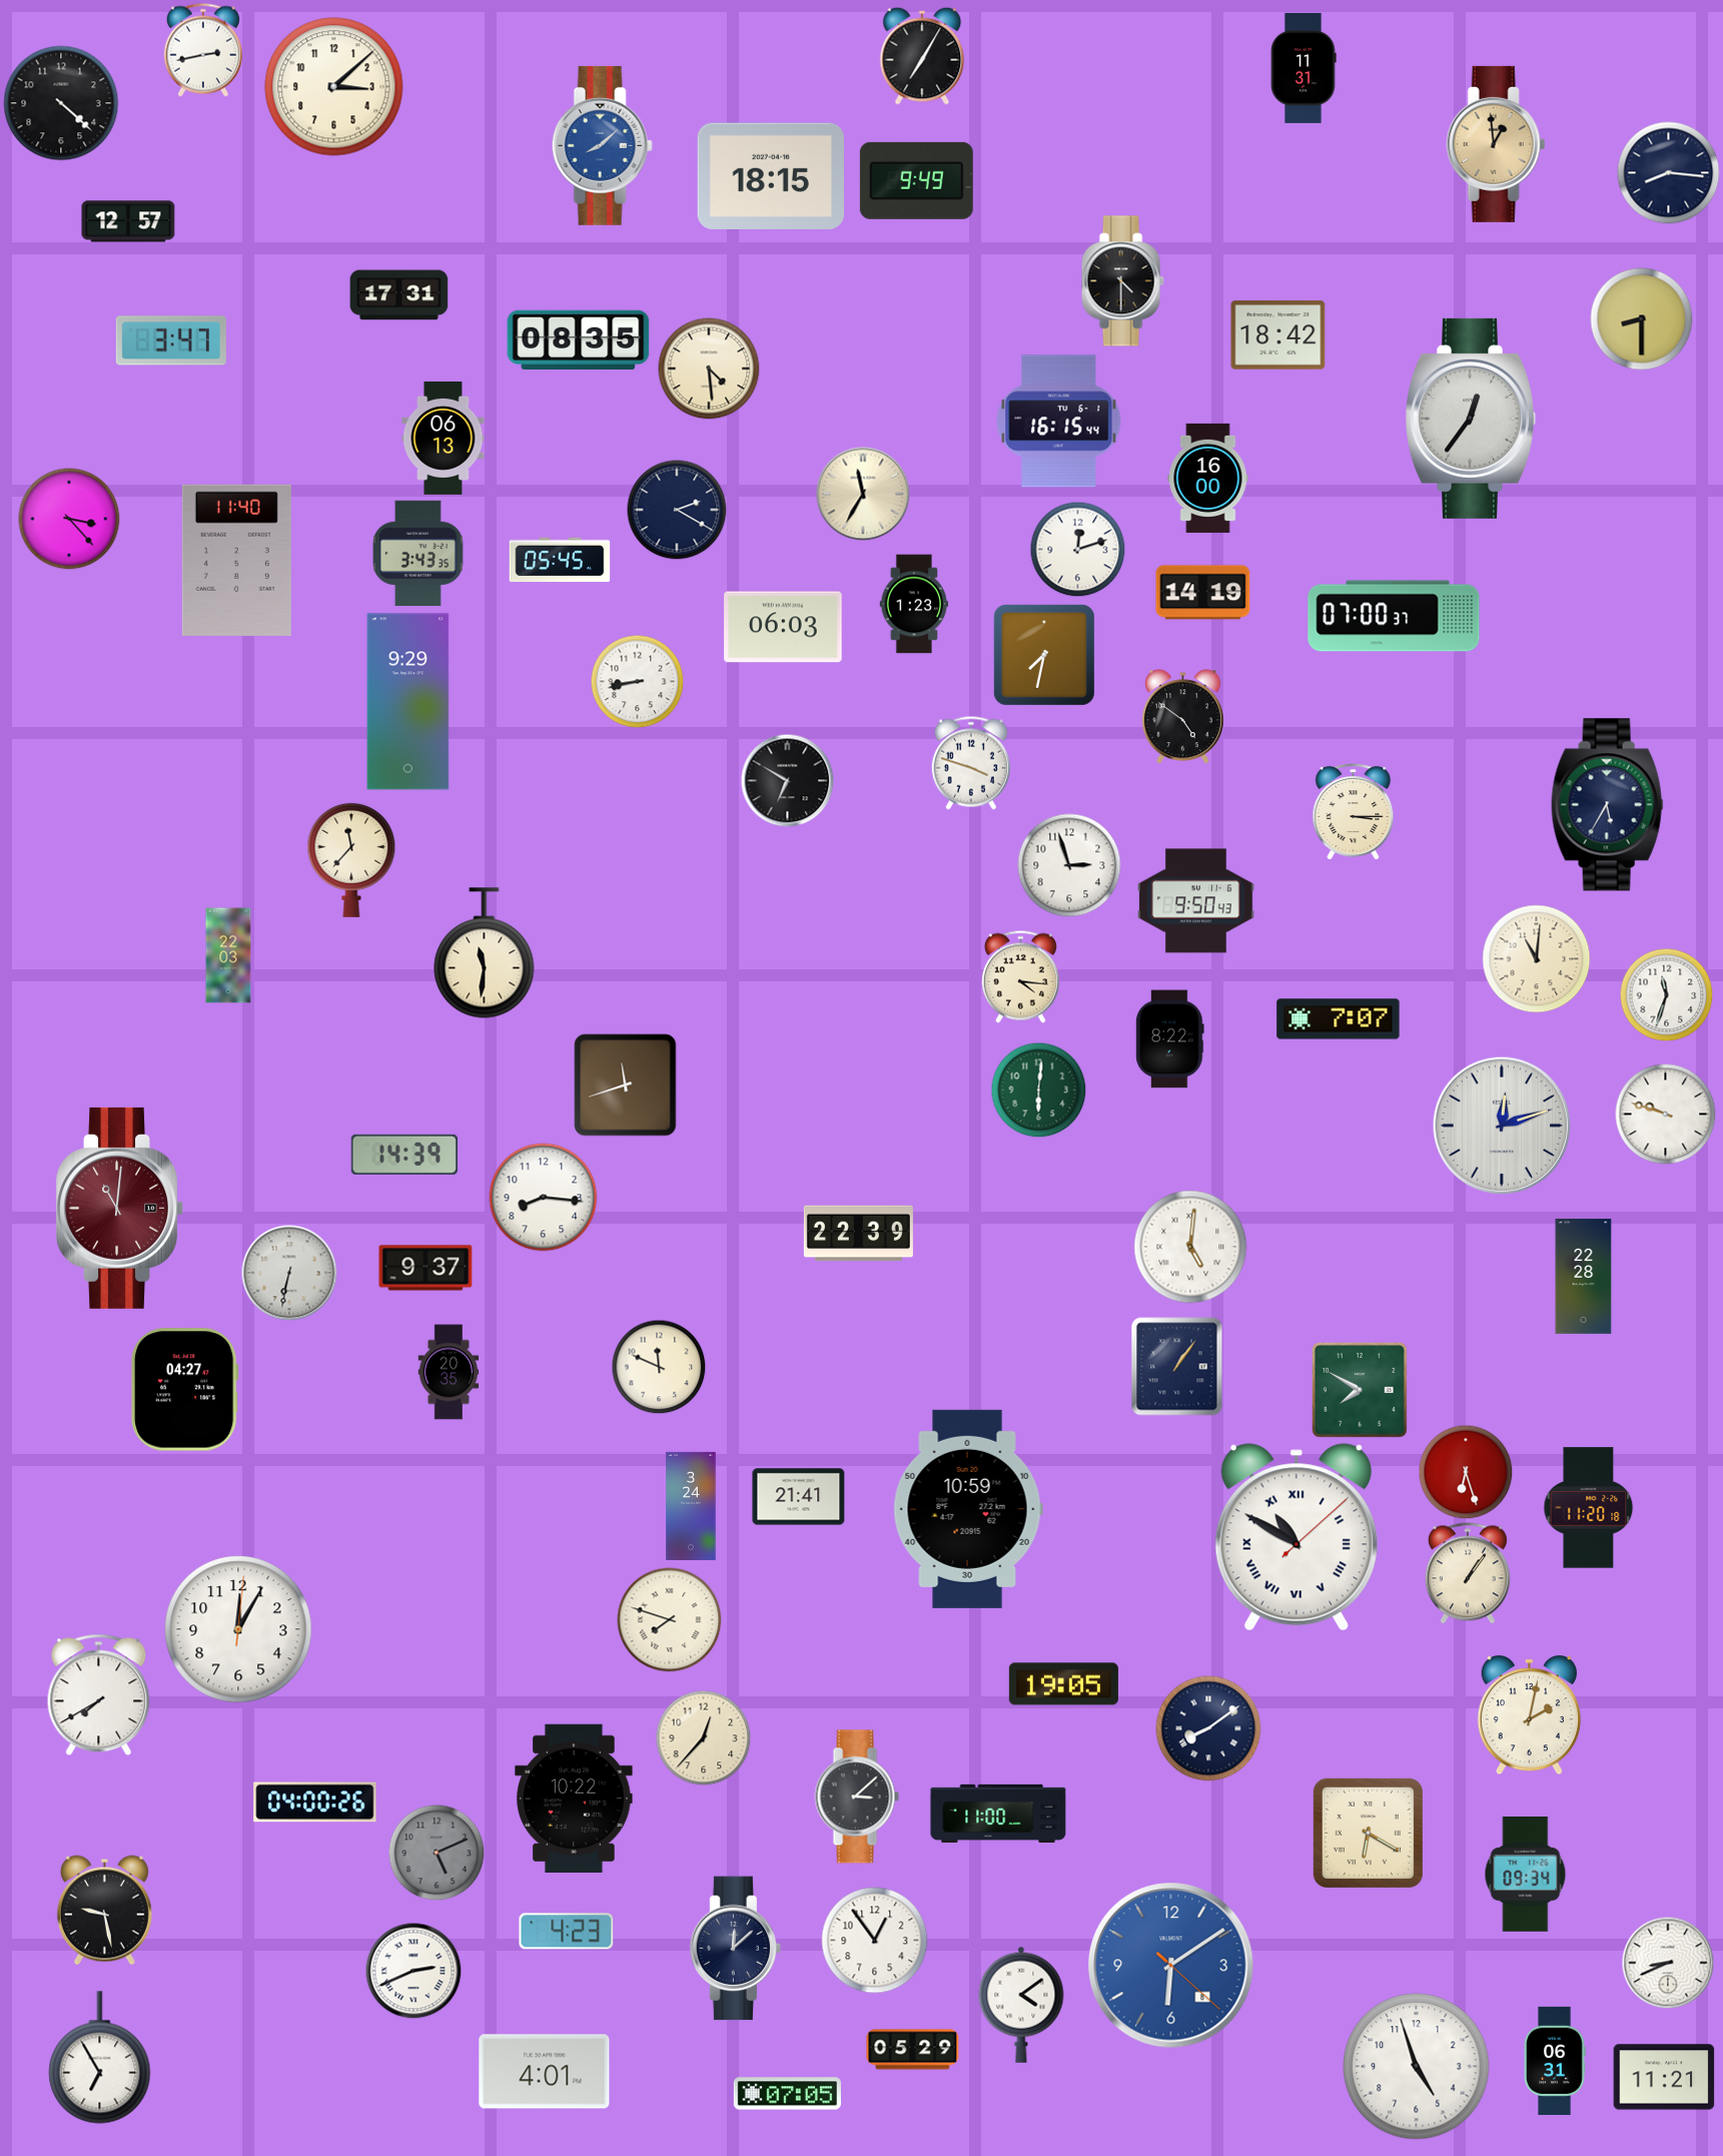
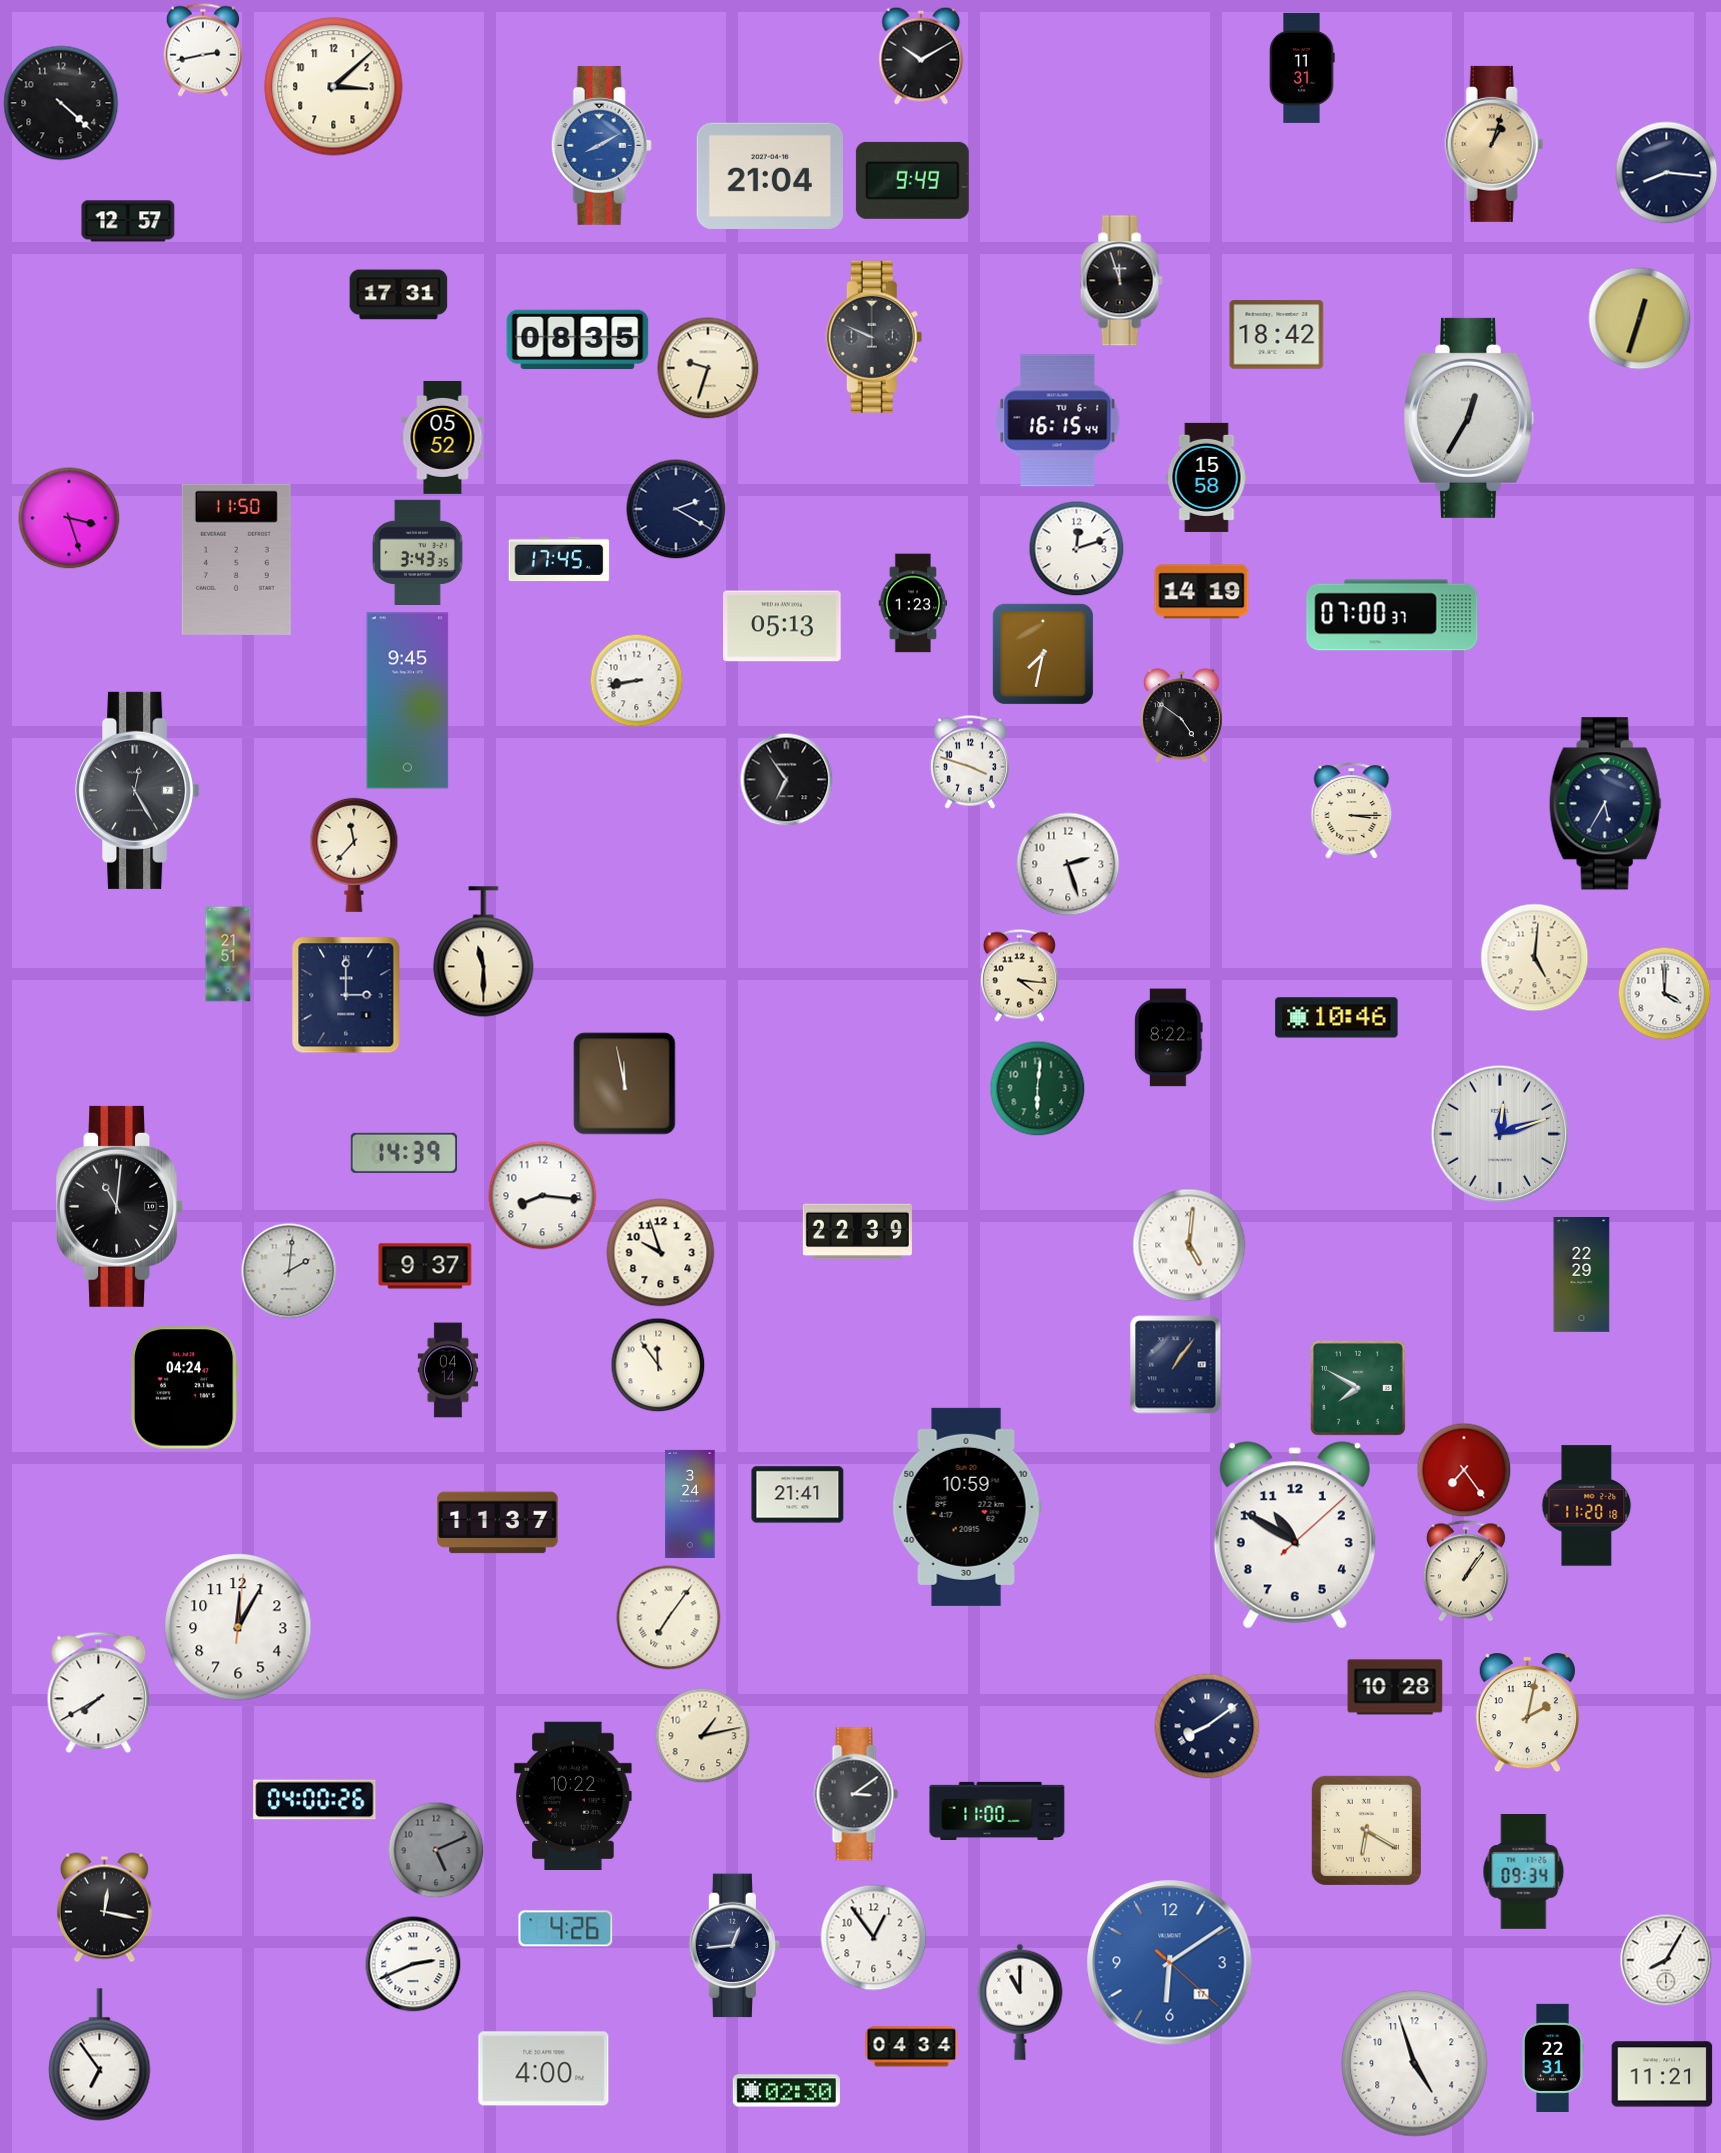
clock at (922, 56): 7:05 -> 10:10
clock at (1496, 144): 12:59 -> 1:03
clock at (602, 145): 8:08 -> 8:10
clock at (770, 176): 18:15 -> 21:04
clock at (916, 180) position: (916, 180) -> (912, 180)
clock at (1122, 281): 4:30 -> 11:57
clock at (1642, 319): 8:30 -> 12:33
clock at (874, 337): none -> 9:49
clock at (171, 340): 3:47 -> none
clock at (709, 369): 4:29 -> 9:33
clock at (1470, 419): 12:36 -> 12:35
clock at (444, 438): 06:13 -> 05:52
clock at (1208, 478): 16:00 -> 15:58
clock at (863, 494): 11:35 -> none
clock at (69, 519): 3:23 -> 3:27
clock at (236, 560): 11:40 -> 11:50
clock at (560, 560): 05:45 -> 17:45
clock at (783, 627): 06:03 -> 05:13
clock at (408, 702): 9:29 -> 9:45
clock at (787, 780): 6:50 -> 6:54
clock at (138, 790): none -> 12:25
clock at (351, 860) position: (351, 860) -> (354, 855)
clock at (1069, 865): 2:57 -> 2:27
clock at (1196, 901): 9:50 -> none
clock at (485, 953): 11:31 -> 11:30
clock at (228, 955): 22:03 -> 21:51
clock at (1537, 959): 11:01 -> 5:01
clock at (1666, 994): 11:33 -> 4:00
clock at (346, 995): none -> 3:00
clock at (1339, 1019): 7:07 -> 10:46
clock at (626, 1086): 11:42 -> 11:58
clock at (1666, 1115): 9:48 -> none
clock at (1502, 1126) position: (1502, 1126) -> (1500, 1134)
clock at (120, 1208) dial: burgundy -> black
clock at (661, 1253): none -> 9:57
clock at (289, 1273): 6:32 -> 2:01
clock at (1584, 1277): 22:28 -> 22:29
clock at (659, 1367): 11:49 -> 11:54
clock at (449, 1372): 20:35 -> 04:14
clock at (185, 1390): 04:27 -> 04:24
clock at (1466, 1472): 6:27 -> 7:24
clock at (498, 1523): none -> 11:37
clock at (1297, 1537) numerals: Roman -> Arabic
clock at (670, 1620): 7:48 -> 7:06
clock at (1063, 1684): 19:05 -> none
clock at (1395, 1687): none -> 10:28
clock at (703, 1737): 12:37 -> 1:13
clock at (857, 1796): 3:08 -> 3:09
clock at (104, 1911): 9:28 -> 12:17
clock at (567, 1932): 4:23 -> 4:26
clock at (736, 1949): 12:08 -> 12:44
clock at (1668, 1963): 8:41 -> 8:05
clock at (1171, 1966) date: 8 -> 17
clock at (413, 1971) position: (413, 1971) -> (413, 1964)
clock at (1021, 2005): 4:09 -> 11:00
clock at (913, 2050): 05:29 -> 04:34
clock at (100, 2058): 6:55 -> 6:54
clock at (1555, 2061): 06:31 -> 22:31
clock at (545, 2072): 4:01 -> 4:00
clock at (787, 2094): 07:05 -> 02:30
